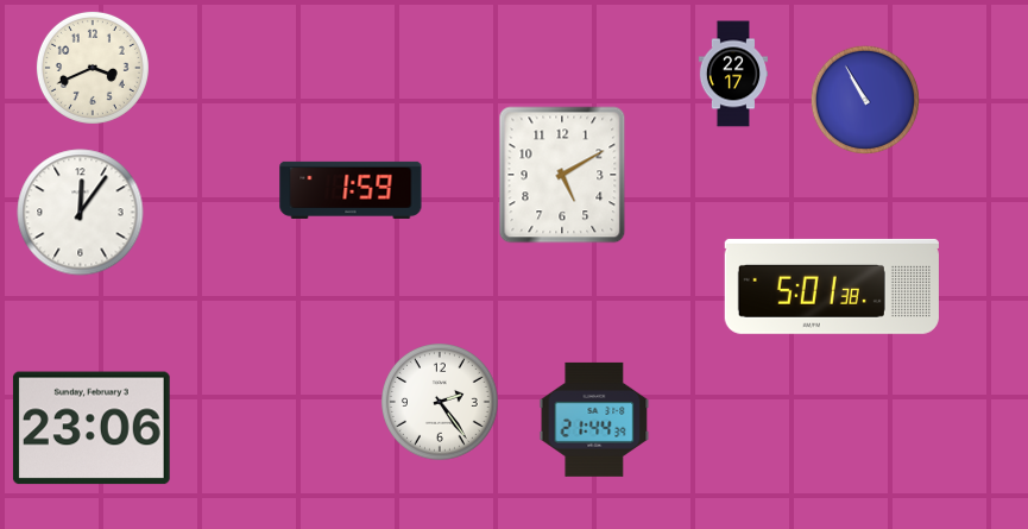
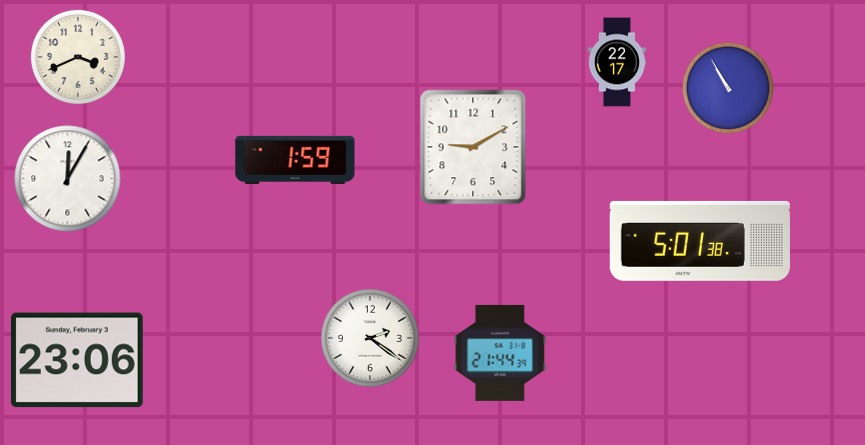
clock at (864, 99) position: (864, 99) -> (727, 87)
clock at (562, 175): 5:10 -> 9:10
clock at (81, 213): 12:06 -> 12:05
clock at (441, 403): 2:24 -> 2:21
